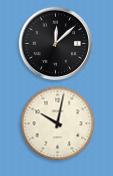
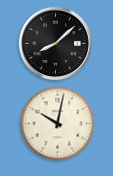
clock at (56, 44): 12:08 -> 8:08
